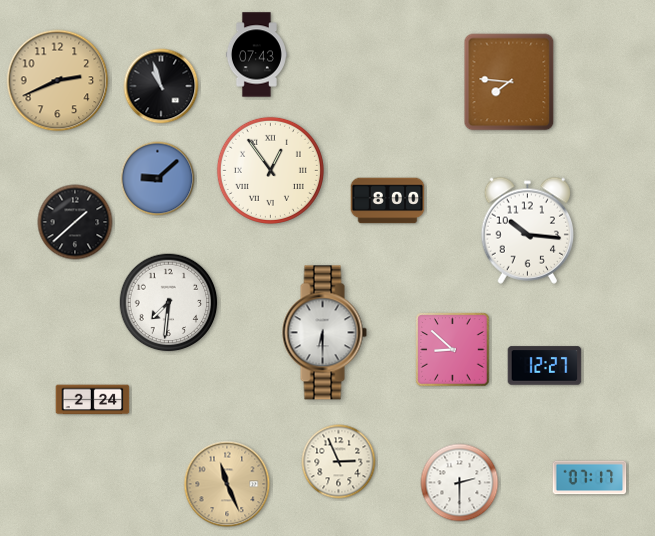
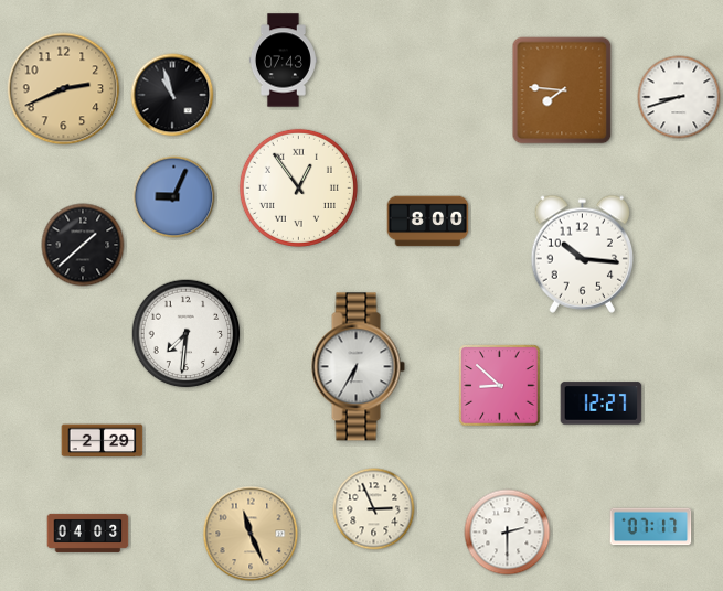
clock at (161, 86) position: (161, 86) -> (172, 95)
clock at (679, 97): none -> 8:42
clock at (158, 179): 9:08 -> 9:04
clock at (324, 333): 6:30 -> 6:35
clock at (93, 400): 2:24 -> 2:29
clock at (88, 533): none -> 04:03
